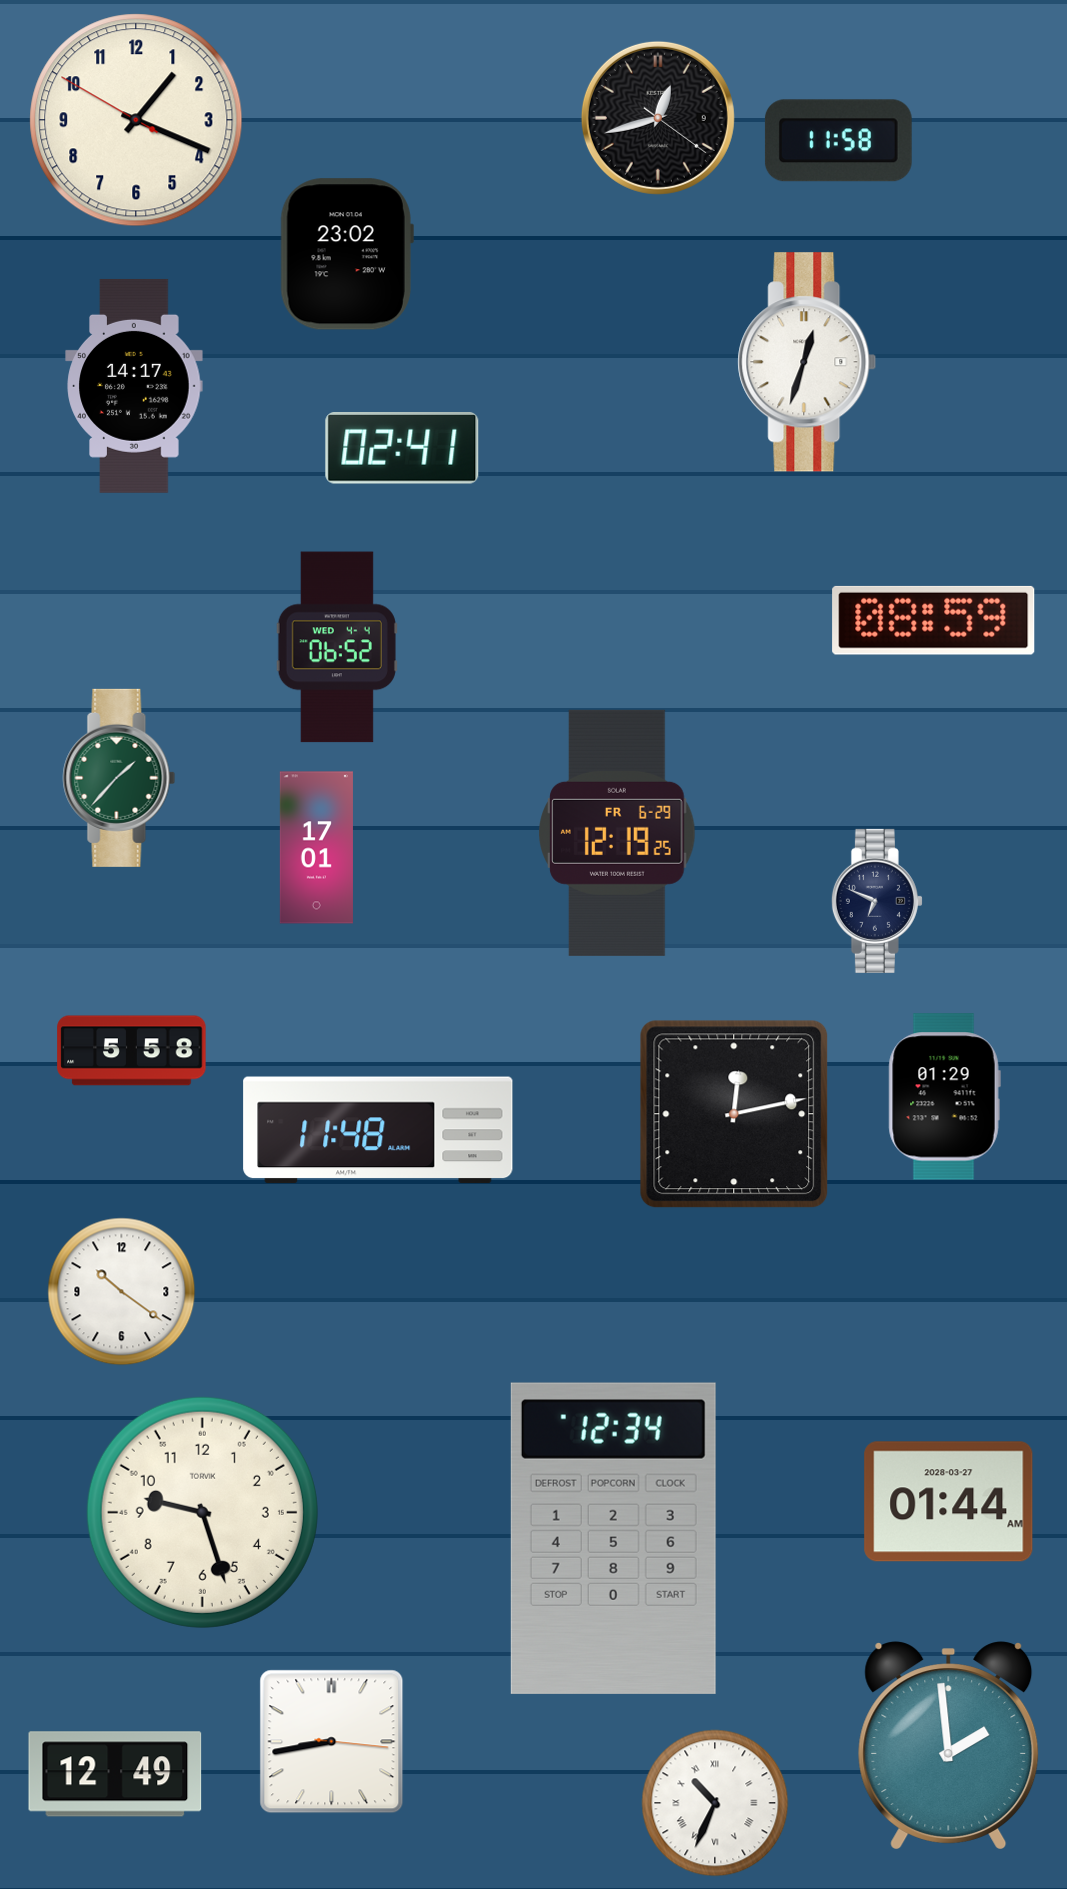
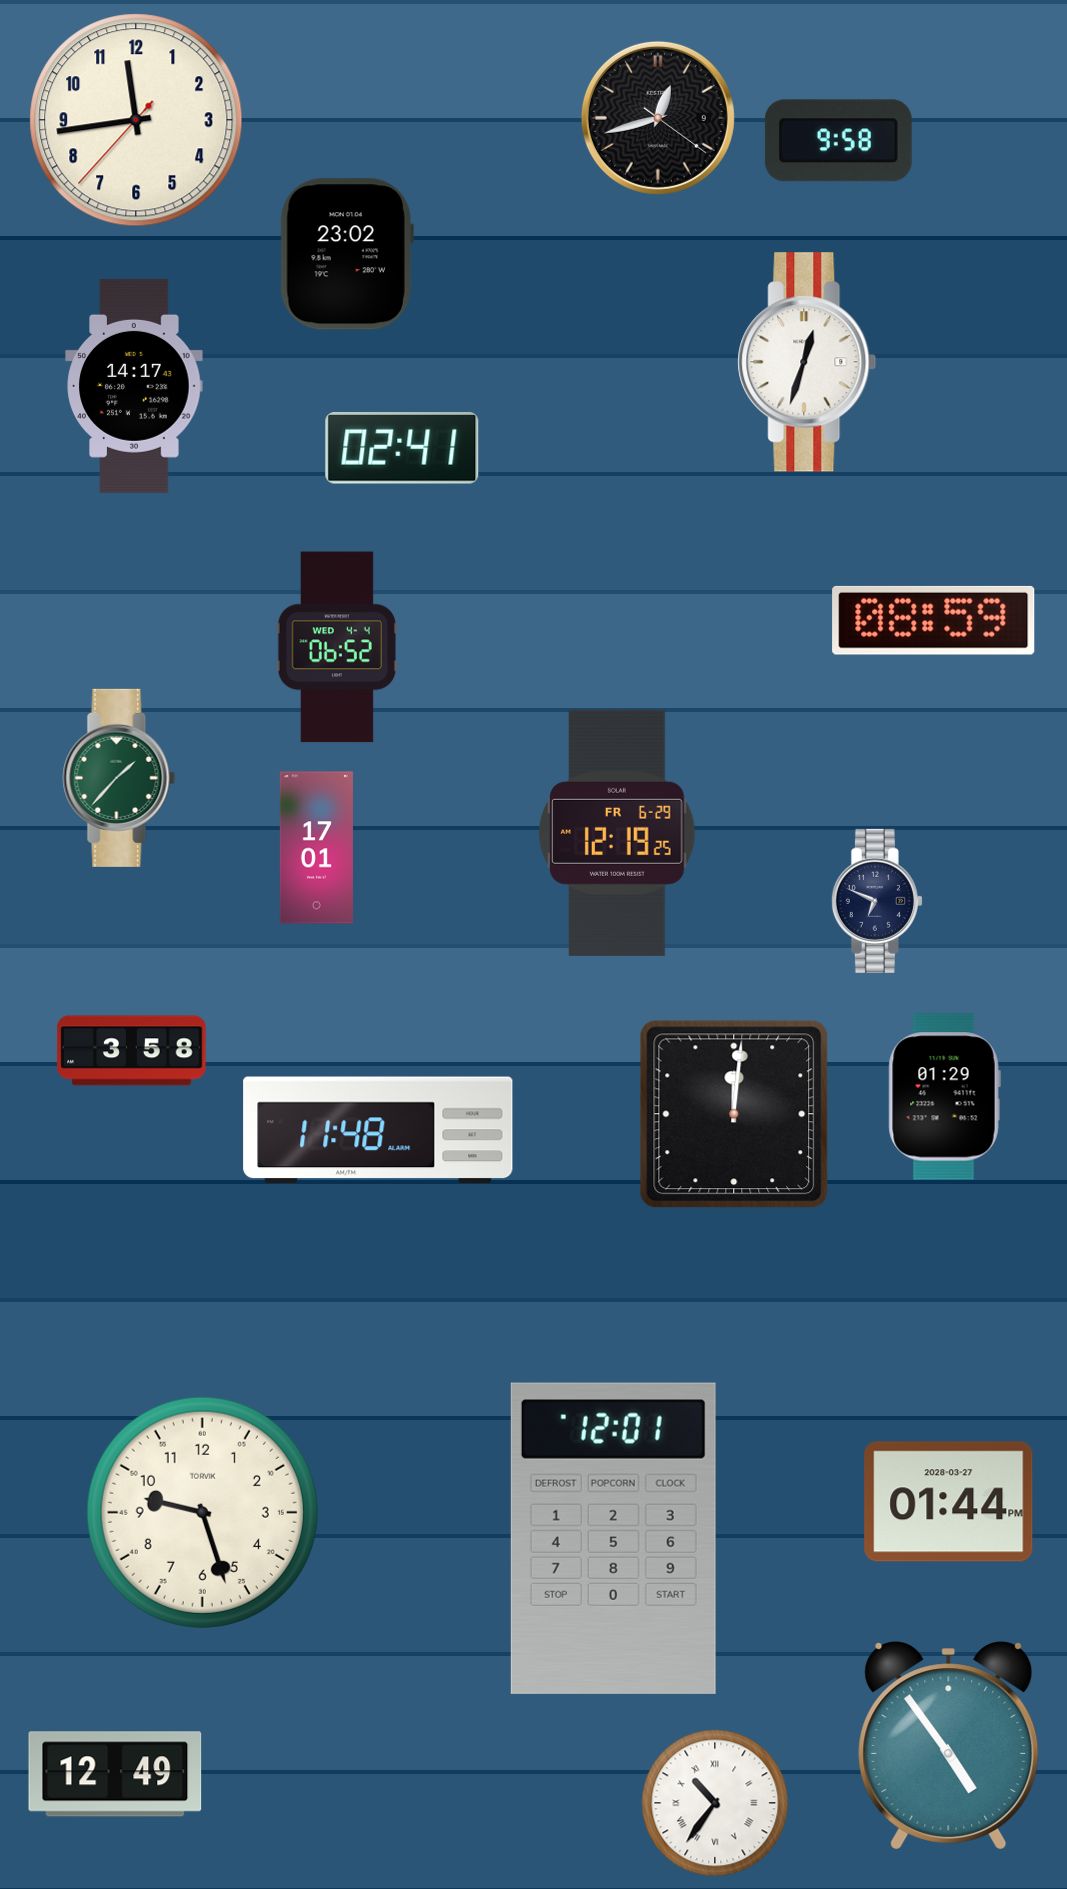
clock at (136, 120): 1:18 -> 11:43
clock at (838, 141): 11:58 -> 9:58
clock at (132, 1051): 5:58 -> 3:58
clock at (734, 1114): 12:13 -> 12:01
clock at (122, 1292): 10:21 -> none
clock at (949, 1502): 01:44 AM -> 01:44 PM
clock at (613, 1538): 12:34 -> 12:01
clock at (332, 1742): 8:43 -> none
clock at (949, 1746): 1:59 -> 4:54
clock at (715, 1803): 10:34 -> 10:36
